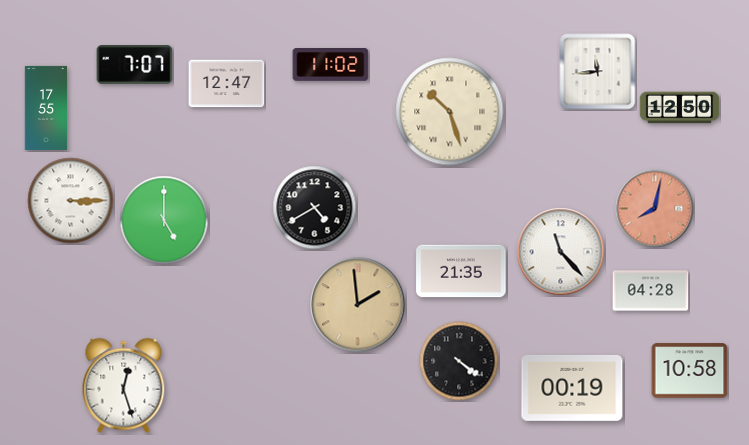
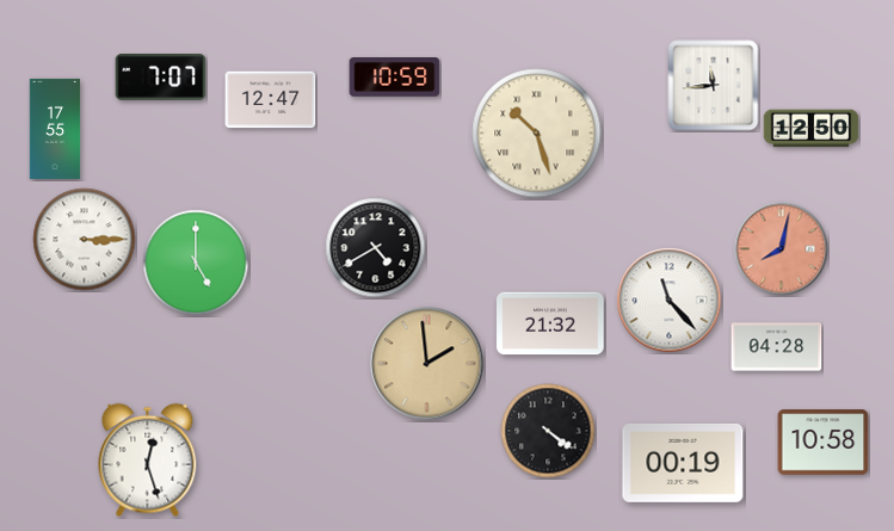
clock at (331, 65): 11:02 -> 10:59
clock at (461, 271): 21:35 -> 21:32
